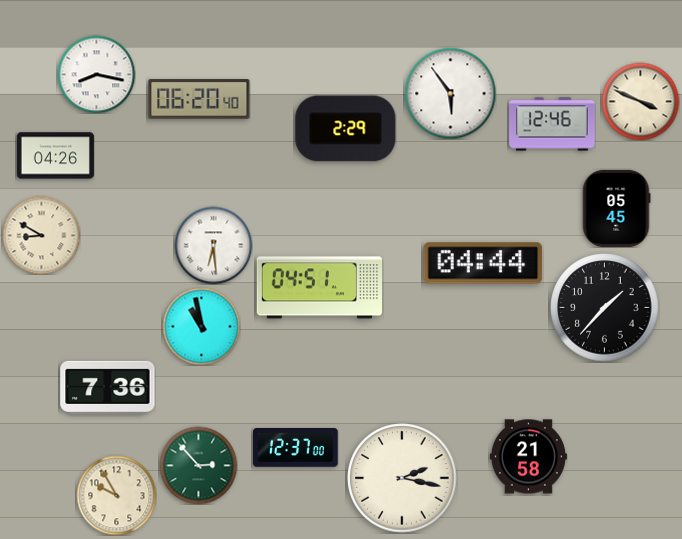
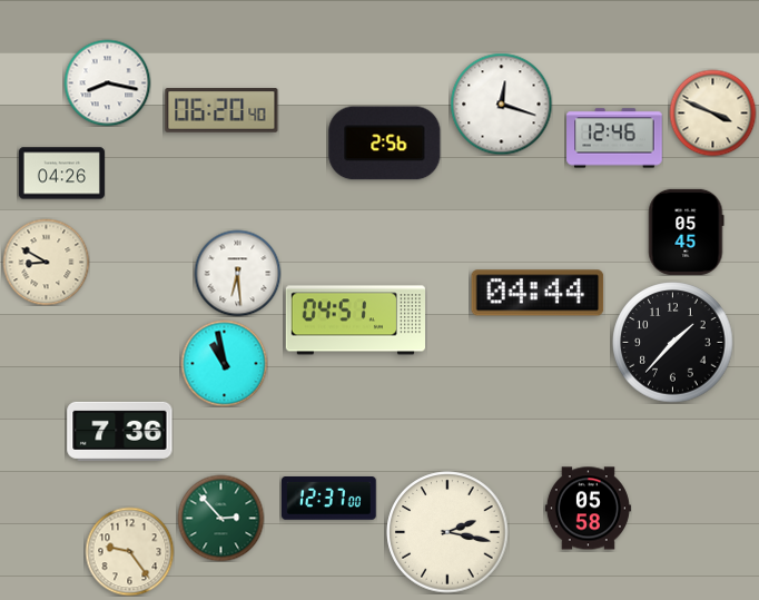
clock at (450, 93): 5:54 -> 12:18
clock at (346, 129): 2:29 -> 2:56
clock at (528, 457): 21:58 -> 05:58
clock at (116, 495): 9:55 -> 9:24
